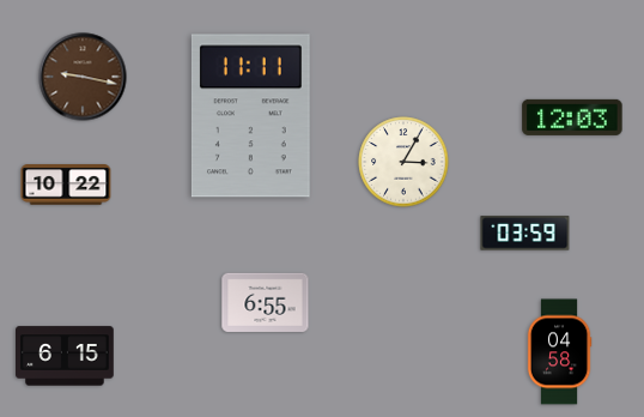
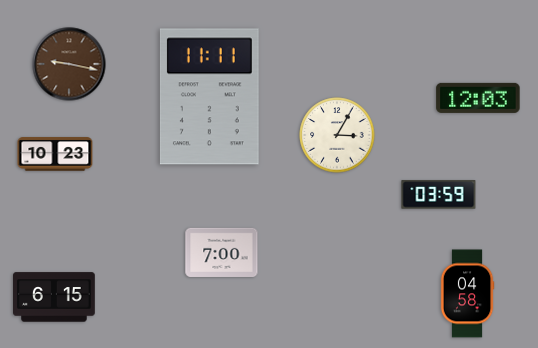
clock at (66, 185): 10:22 -> 10:23
clock at (266, 302): 6:55 -> 7:00
